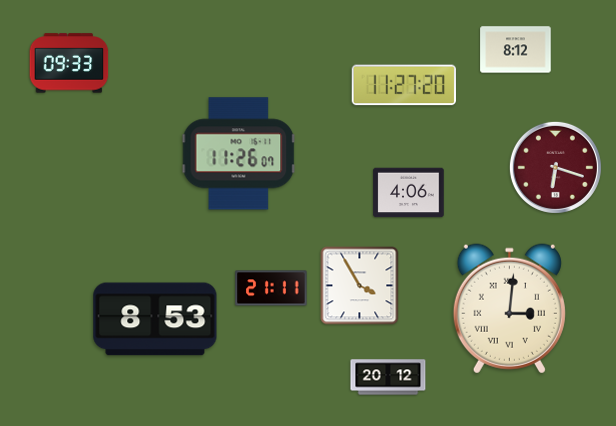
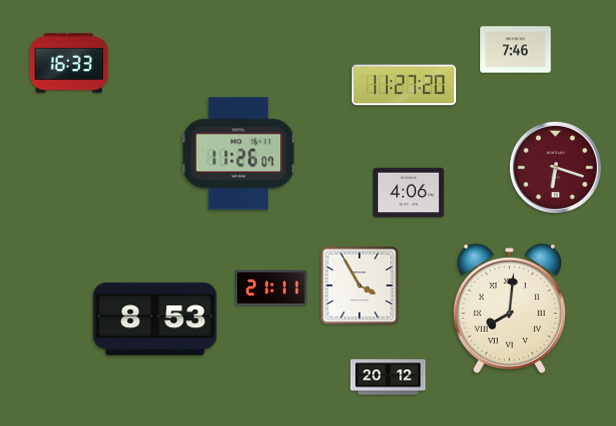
clock at (516, 50): 8:12 -> 7:46
clock at (69, 63): 09:33 -> 16:33
clock at (509, 309): 3:01 -> 8:01
